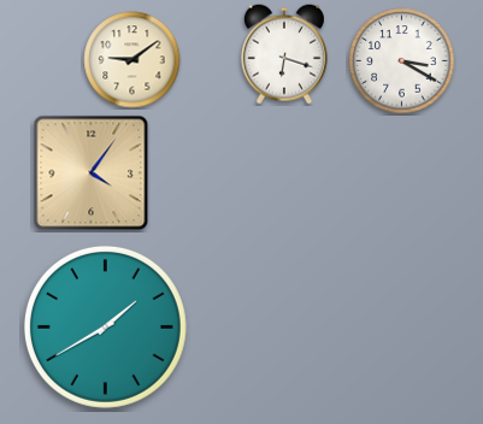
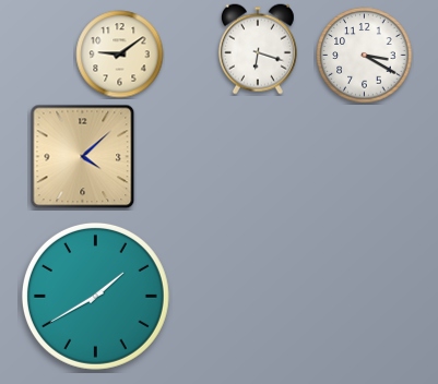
clock at (92, 173): 4:06 -> 4:08
